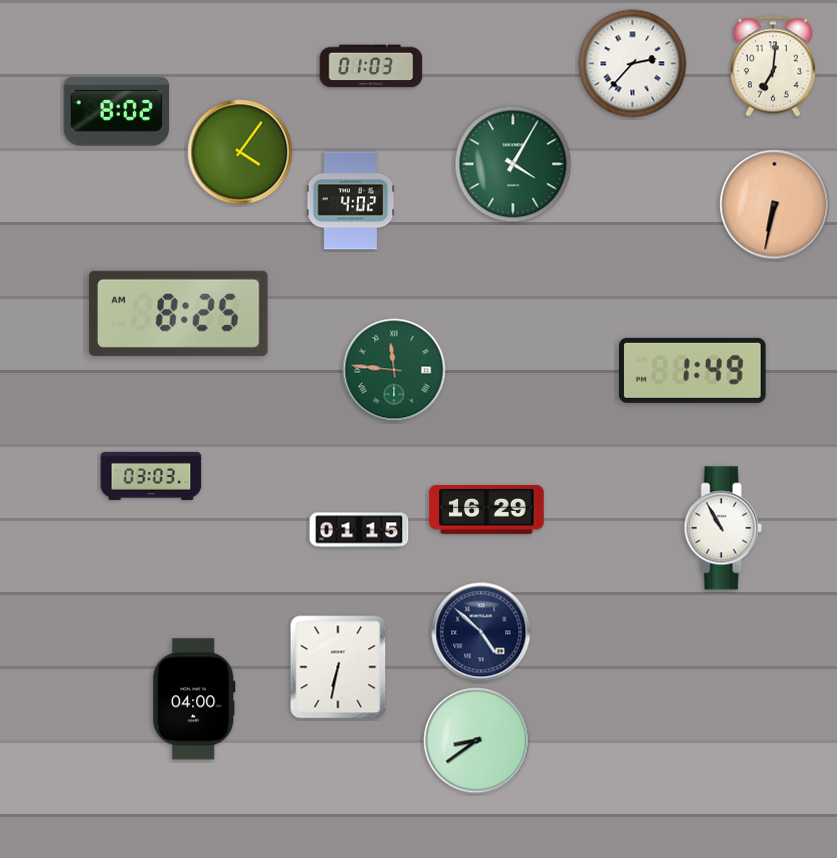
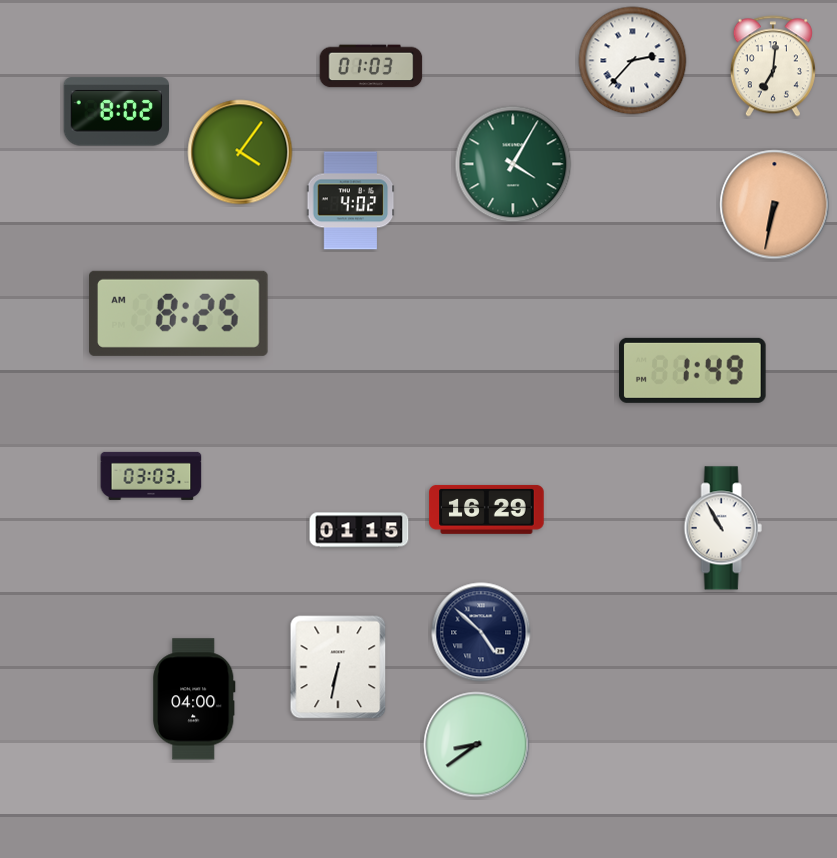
clock at (633, 64) position: (633, 64) -> (633, 61)
clock at (394, 370): 11:46 -> none
clock at (477, 741) position: (477, 741) -> (477, 745)
